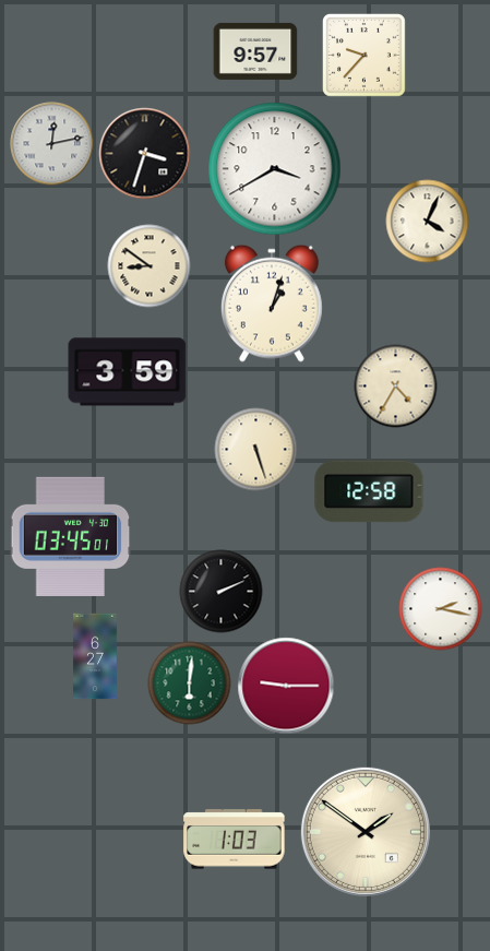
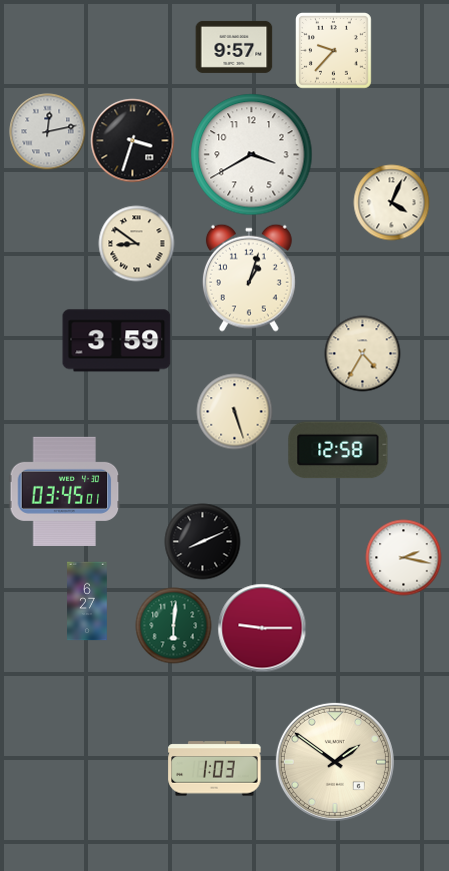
clock at (222, 592): 2:11 -> 8:11
